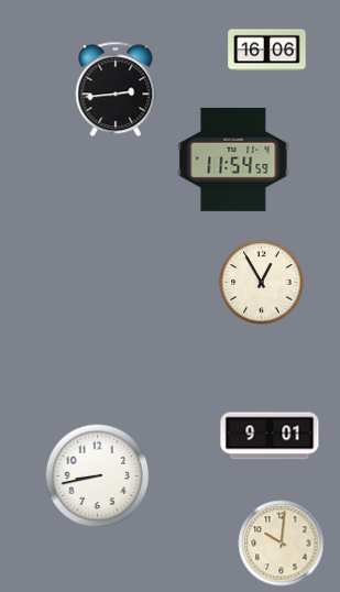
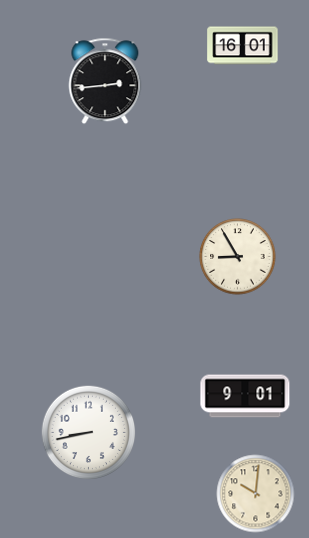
clock at (267, 51): 16:06 -> 16:01
clock at (233, 160): 11:54 -> none
clock at (262, 283): 12:55 -> 8:55
